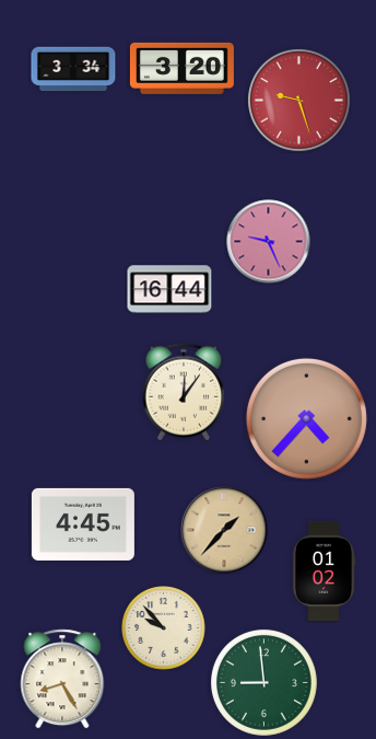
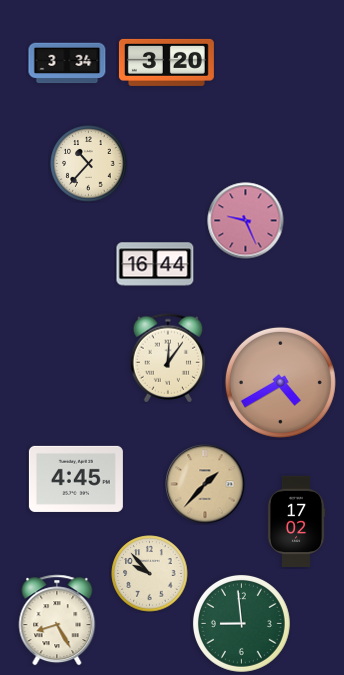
clock at (299, 101): 9:27 -> none
clock at (89, 164): none -> 10:37
clock at (306, 418): 4:37 -> 4:40
clock at (324, 570): 01:02 -> 17:02
